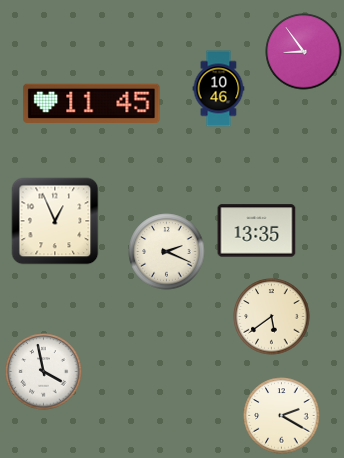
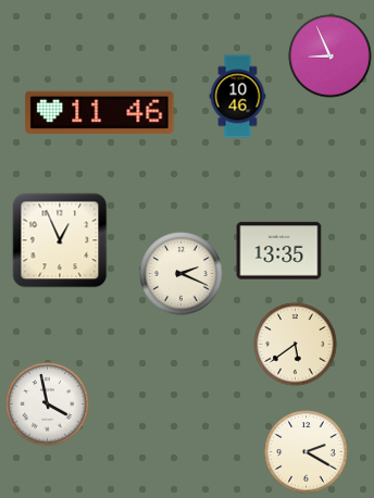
clock at (304, 52): 8:54 -> 8:56
clock at (92, 103): 11:45 -> 11:46
